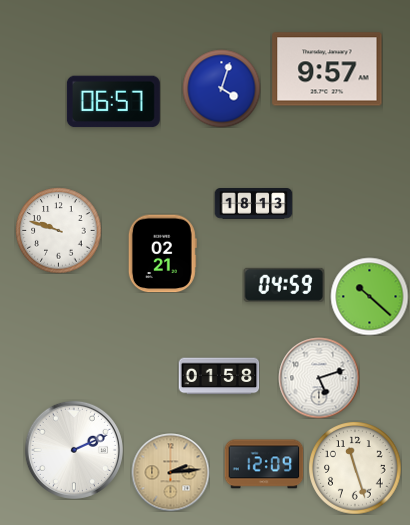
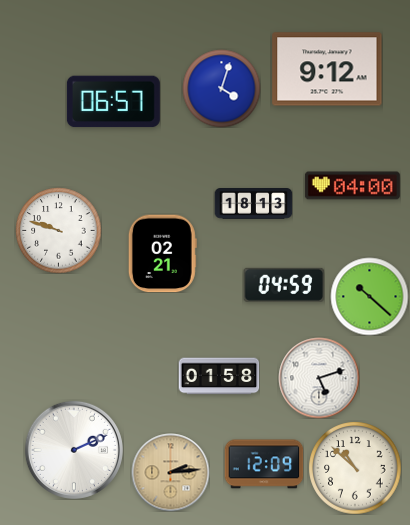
clock at (327, 69): 9:57 -> 9:12
clock at (352, 186): none -> 04:00
clock at (355, 468): 11:27 -> 10:52
